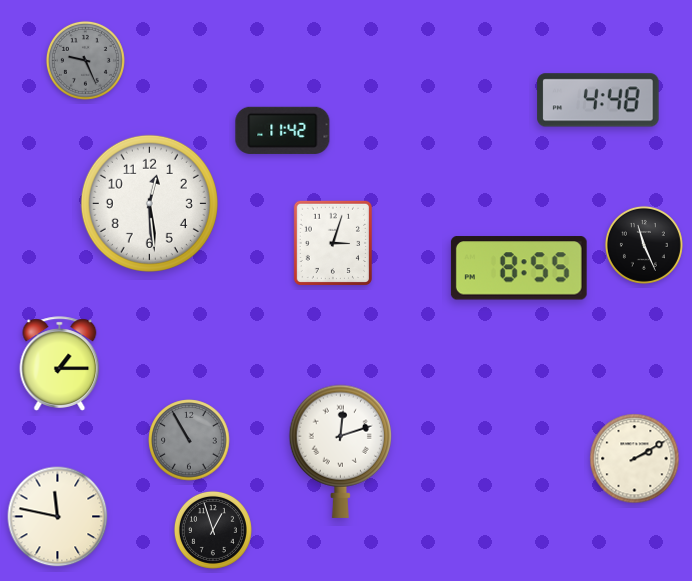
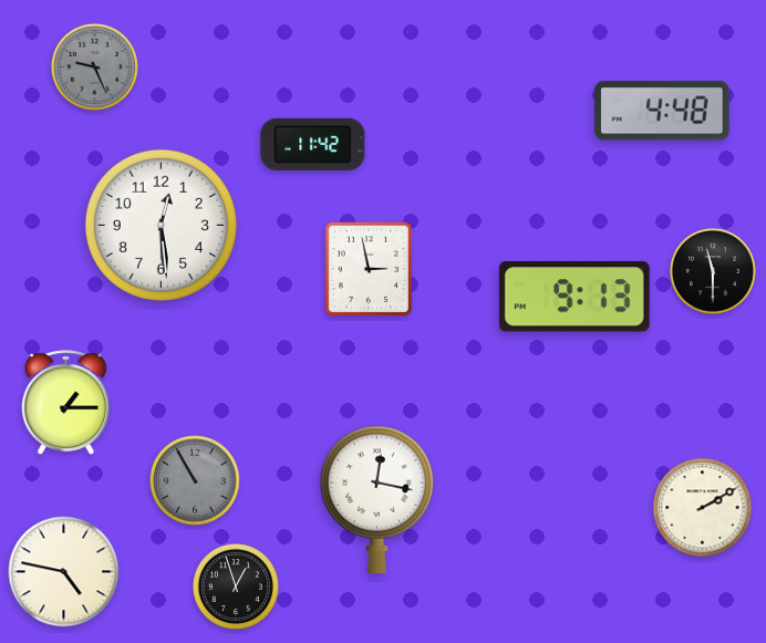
clock at (149, 203) position: (149, 203) -> (161, 225)
clock at (332, 242): 3:03 -> 2:58
clock at (644, 245): 11:26 -> 11:30
clock at (519, 268): 8:55 -> 9:13
clock at (189, 440) position: (189, 440) -> (195, 480)
clock at (340, 451): 12:12 -> 12:17
clock at (58, 517): 11:47 -> 4:47
